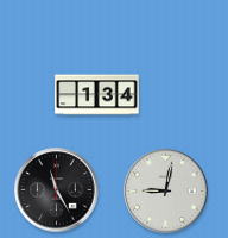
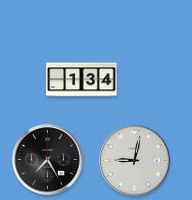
clock at (57, 190): 11:25 -> 7:25
clock at (166, 192) position: (166, 192) -> (135, 161)
